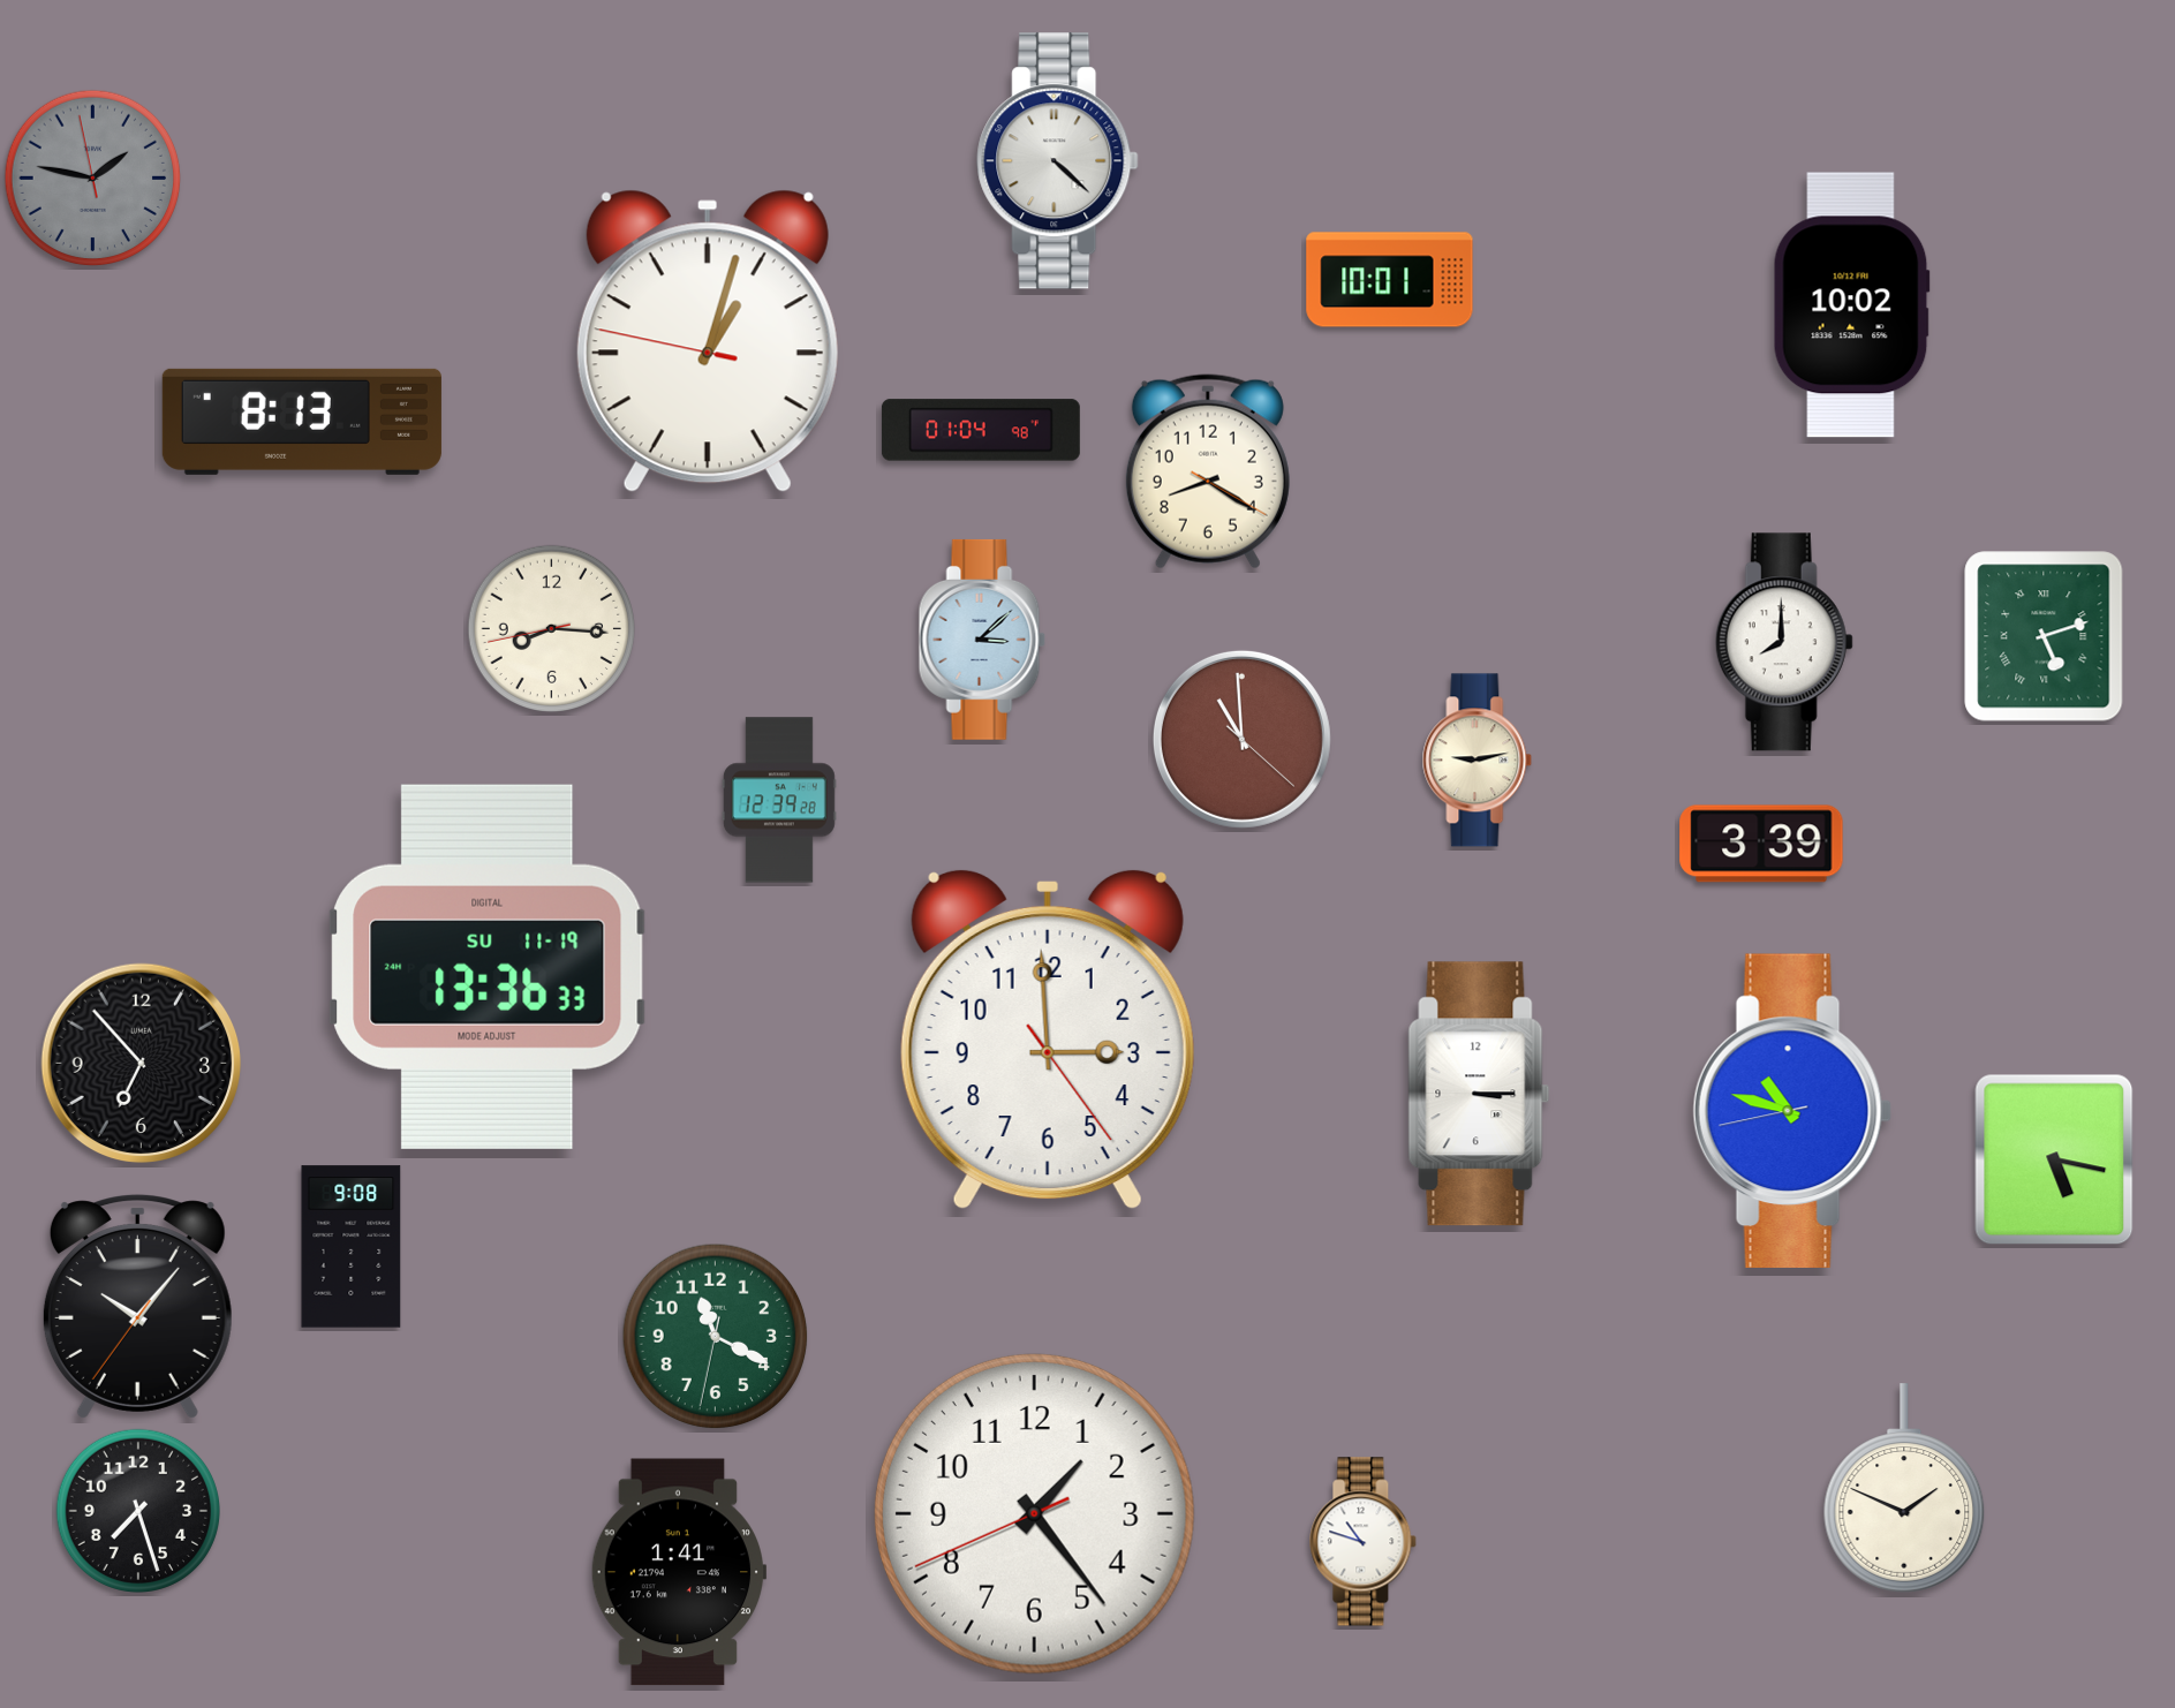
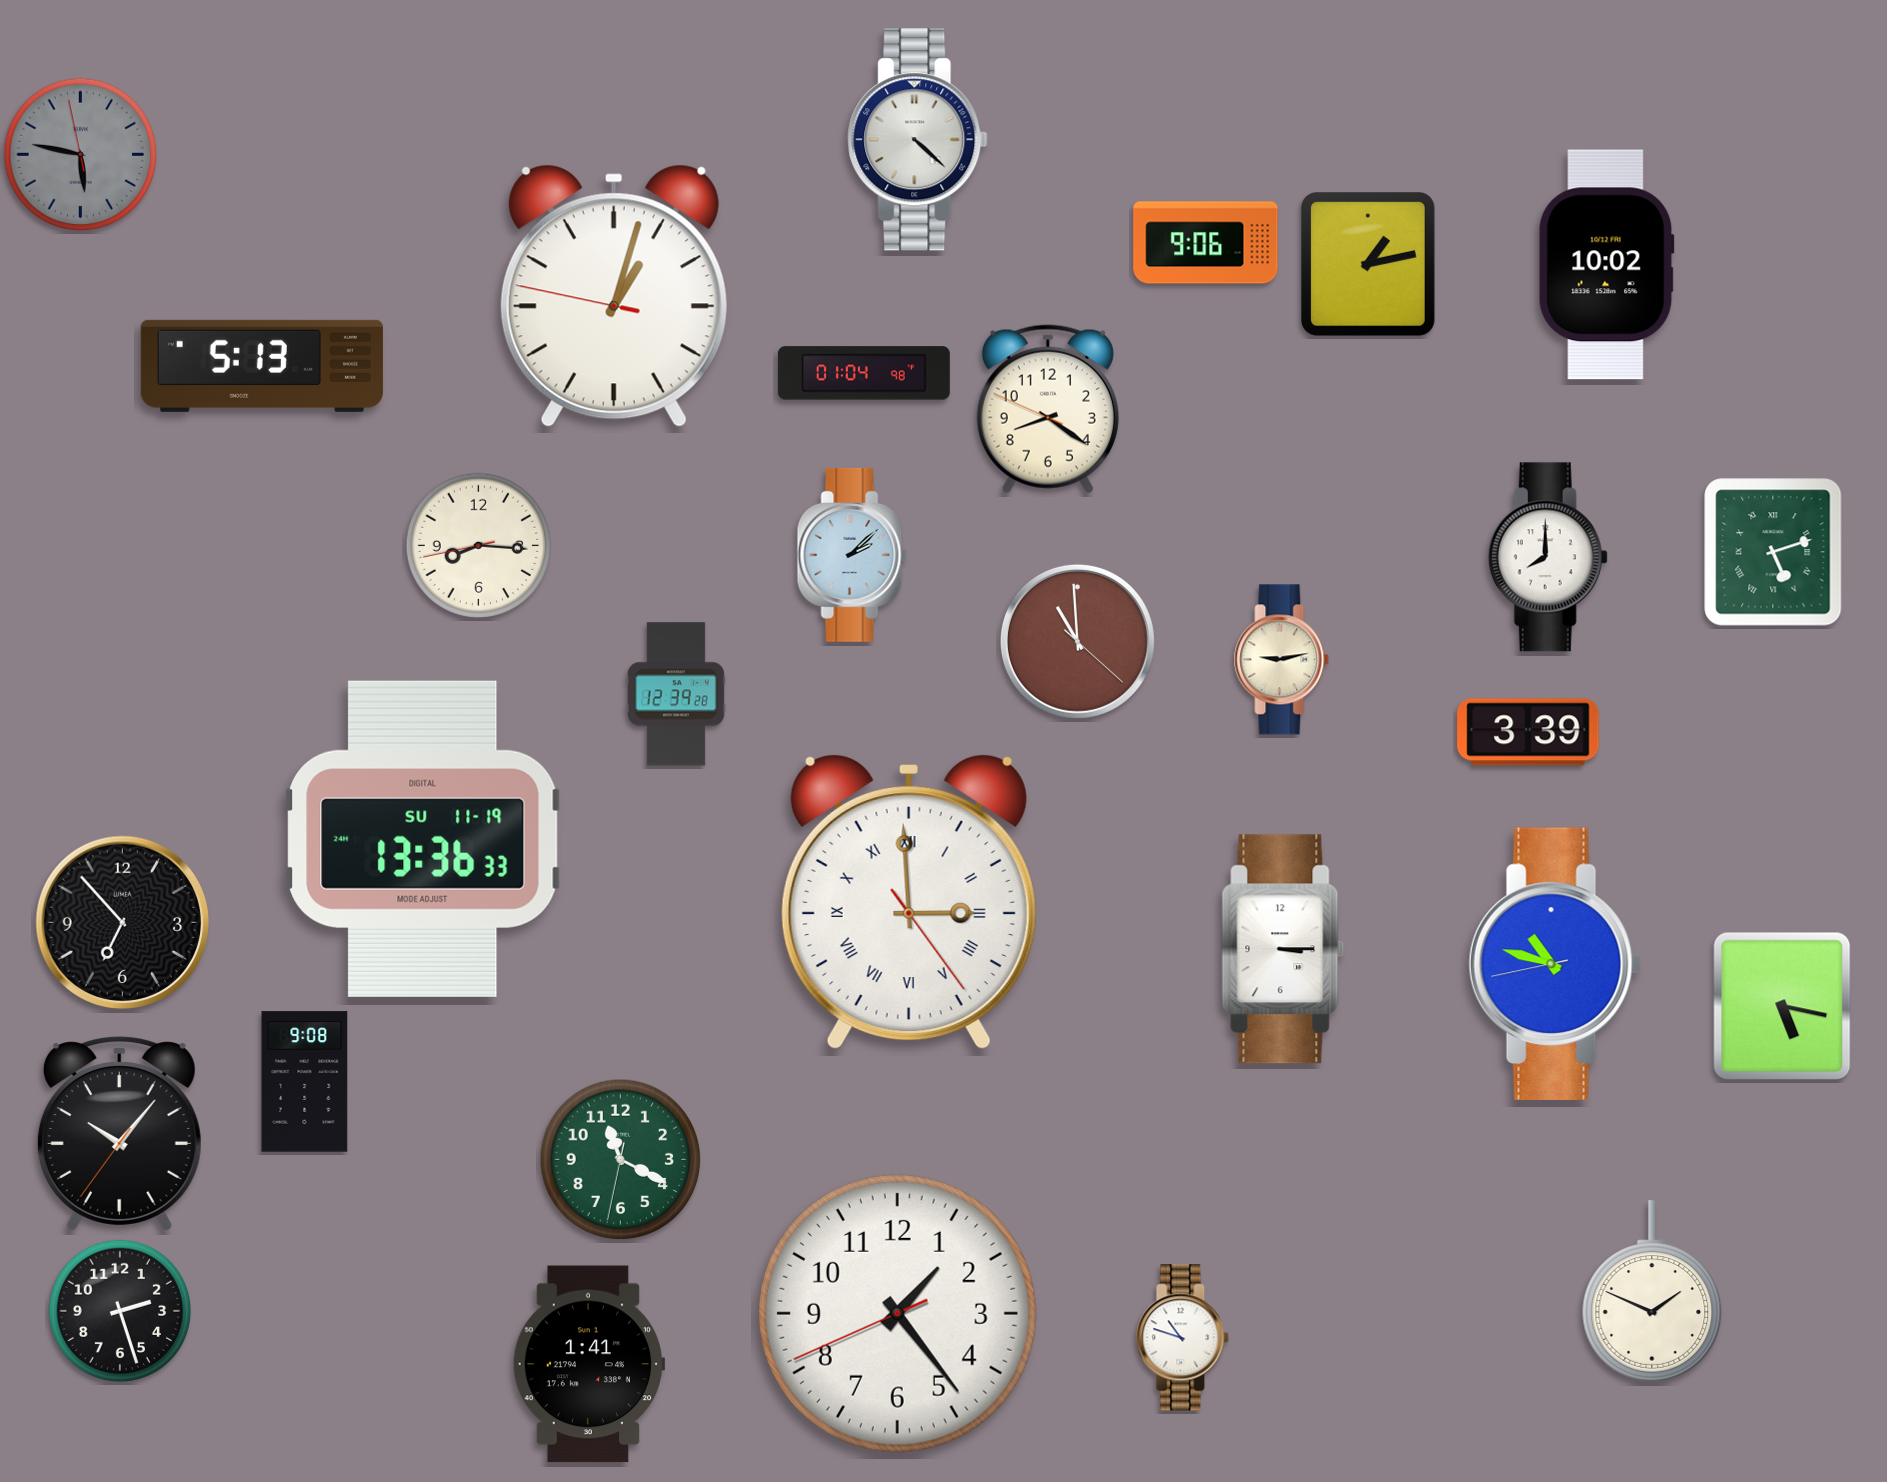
clock at (93, 179): 1:46 -> 5:46
clock at (1390, 280): 10:01 -> 9:06
clock at (1368, 264): none -> 1:13
clock at (302, 422): 8:13 -> 5:13
clock at (981, 430) position: (981, 430) -> (864, 373)
clock at (1208, 471): 8:20:20 -> 8:20:49
clock at (982, 640): 3:08 -> 2:08
clock at (1048, 1040) numerals: Arabic -> Roman
clock at (137, 1510): 7:27 -> 2:27
